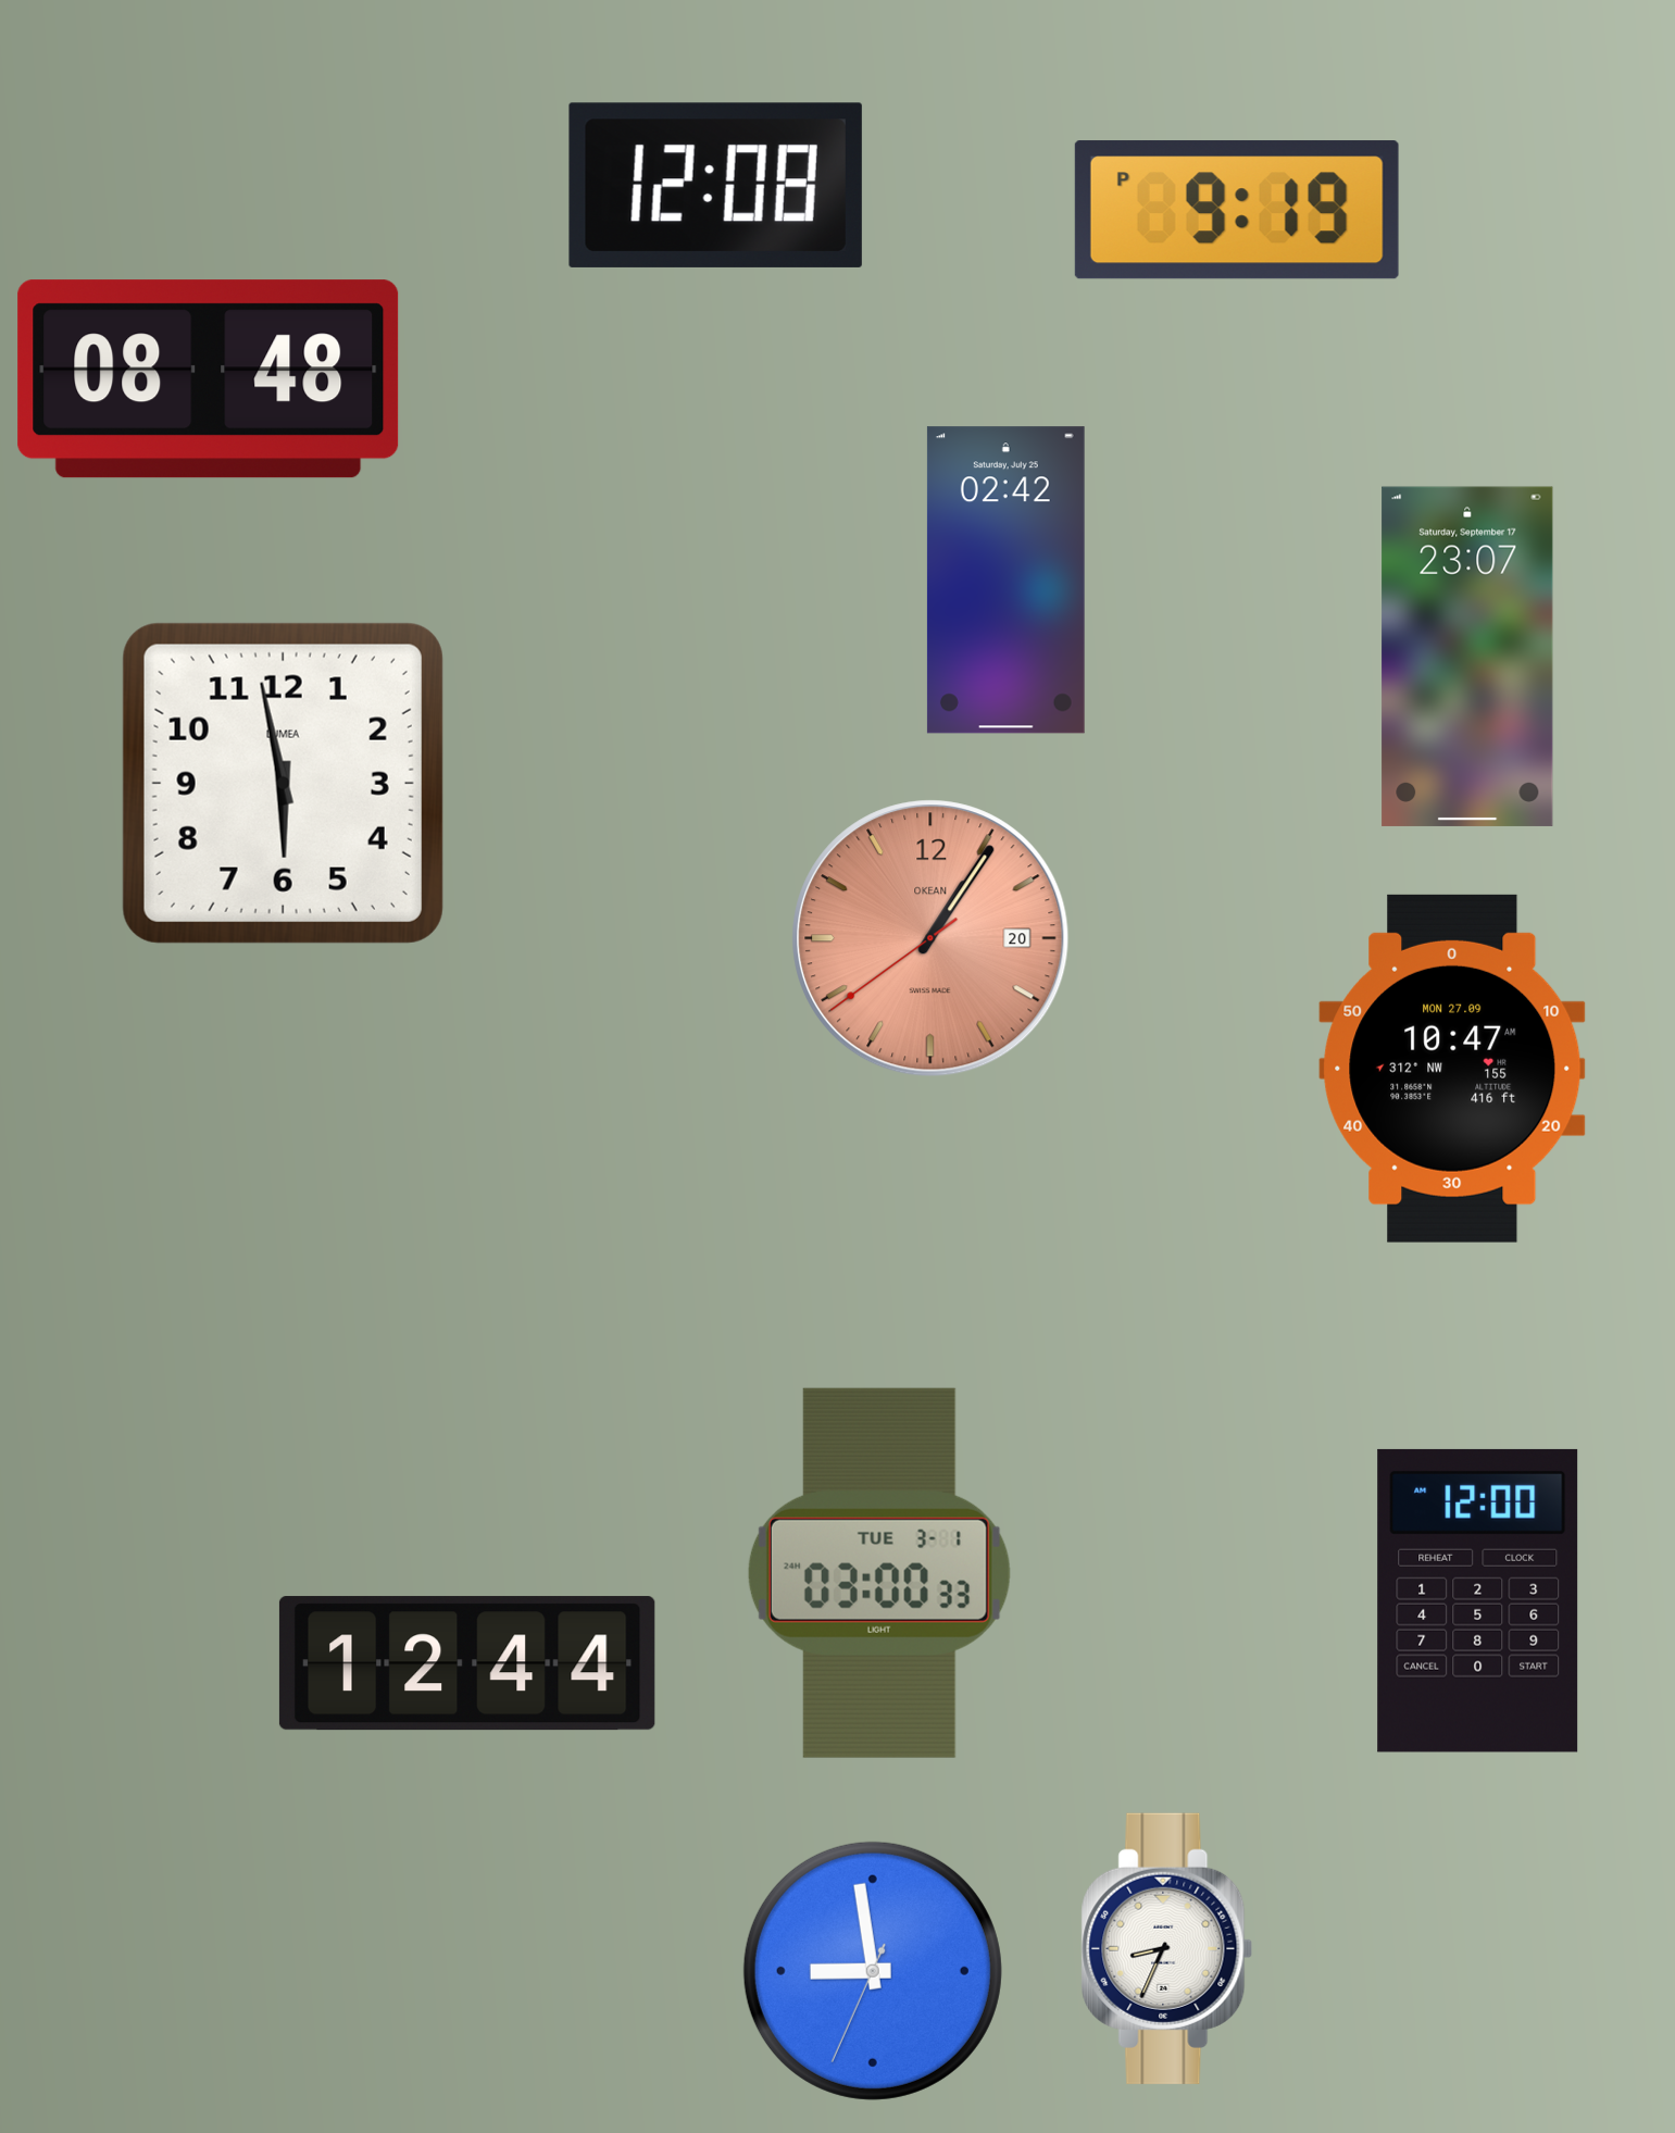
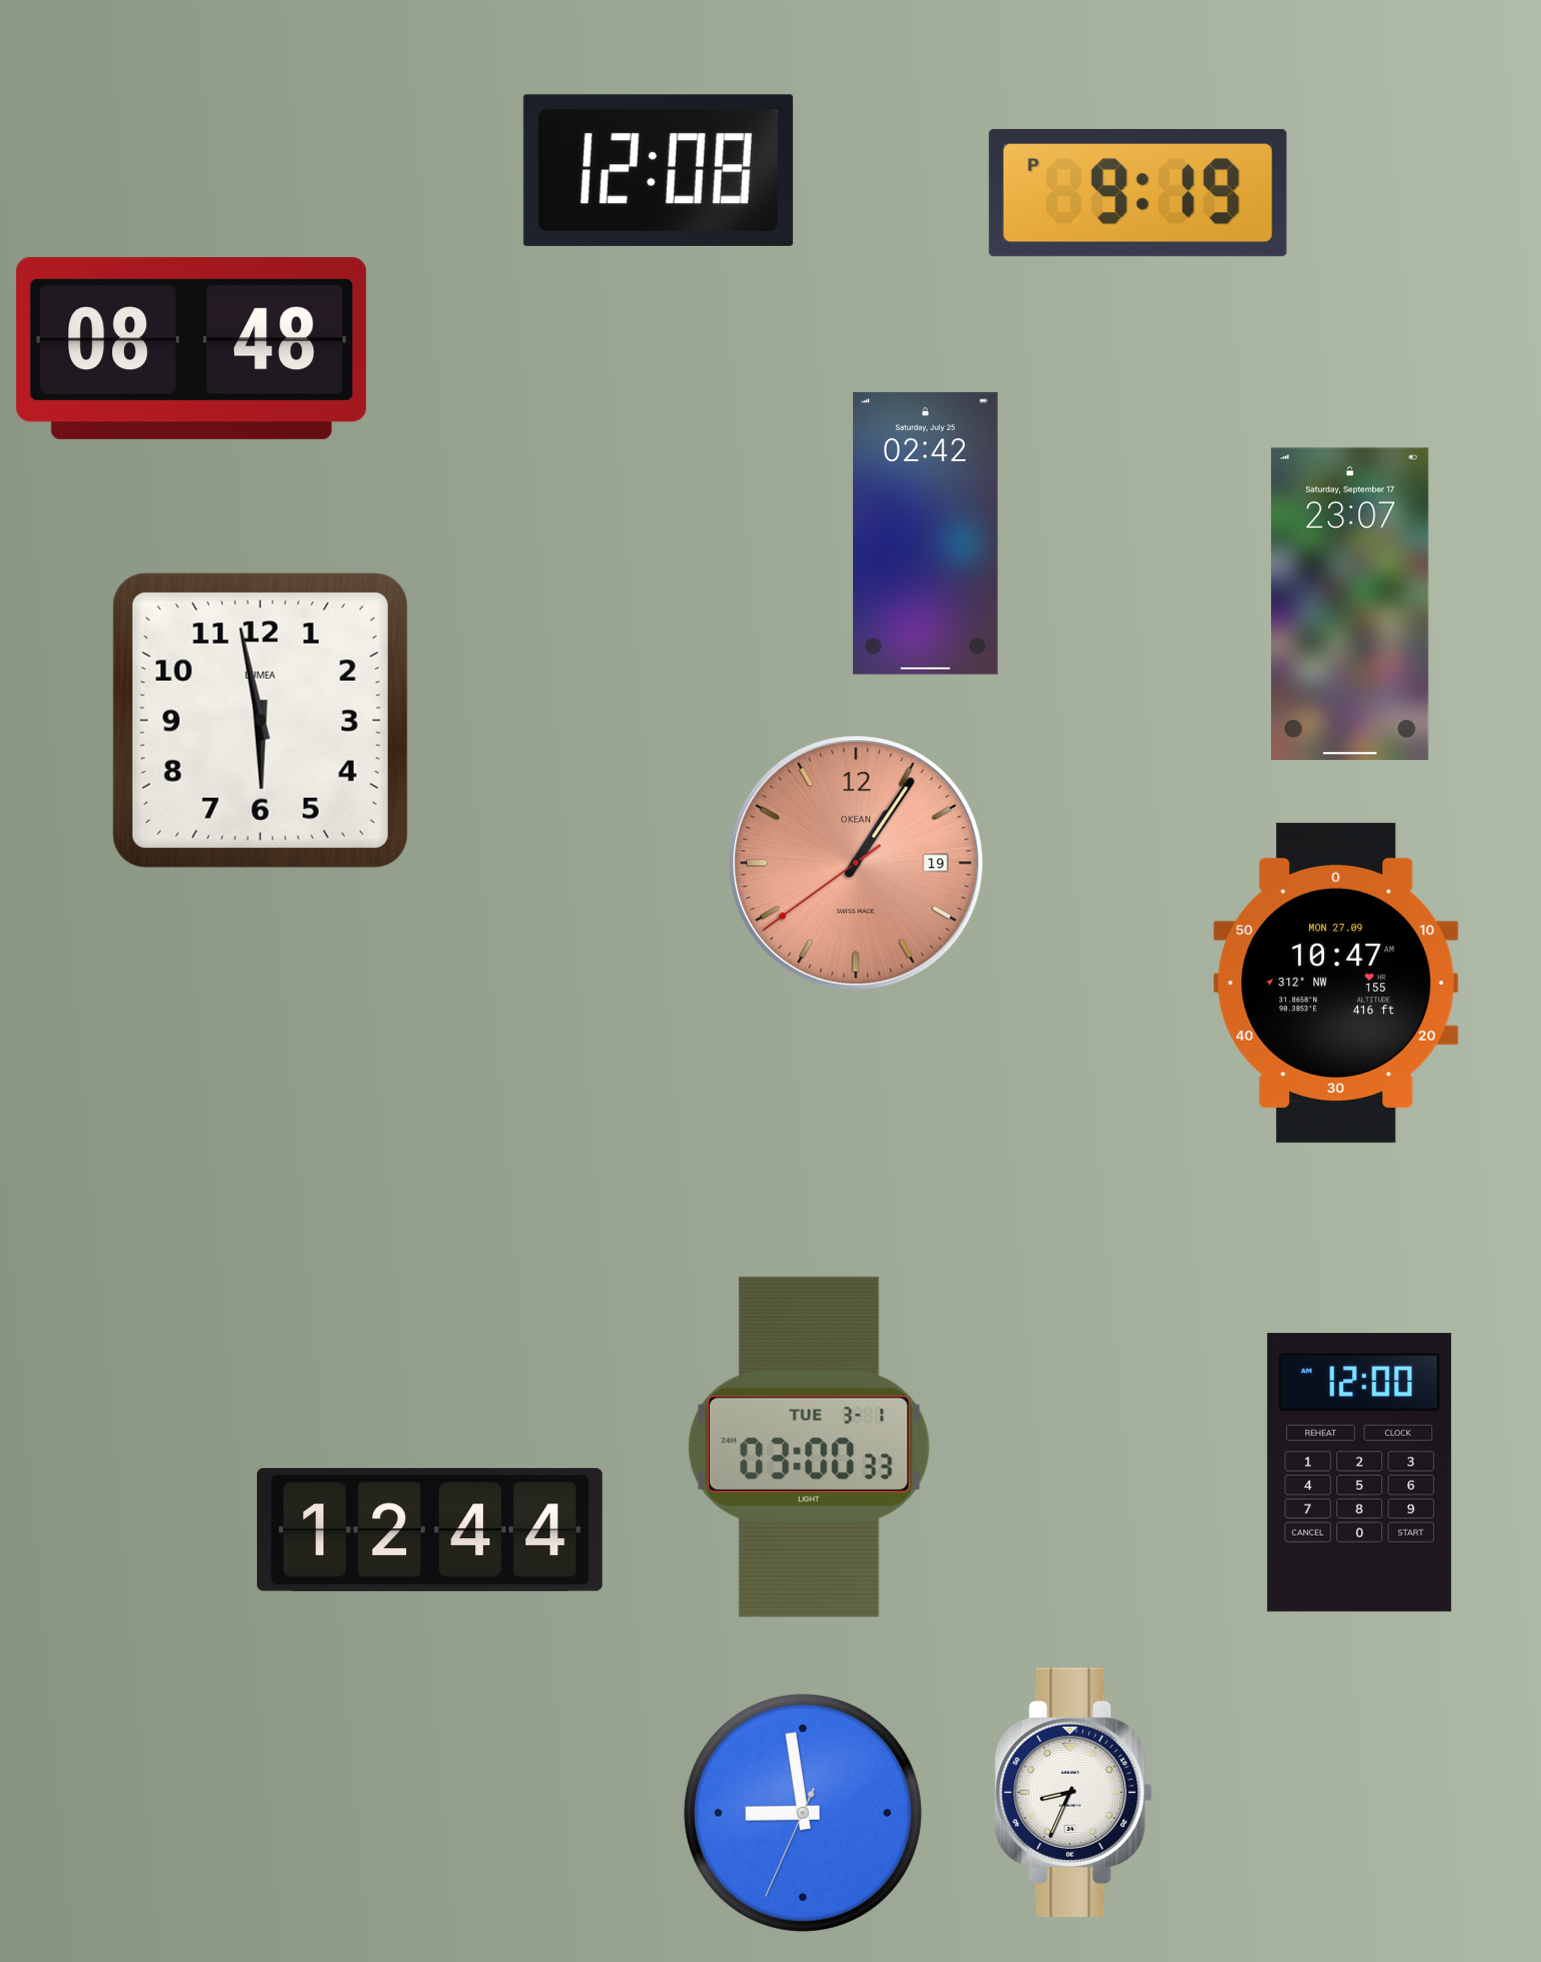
clock at (930, 938) date: 20 -> 19
